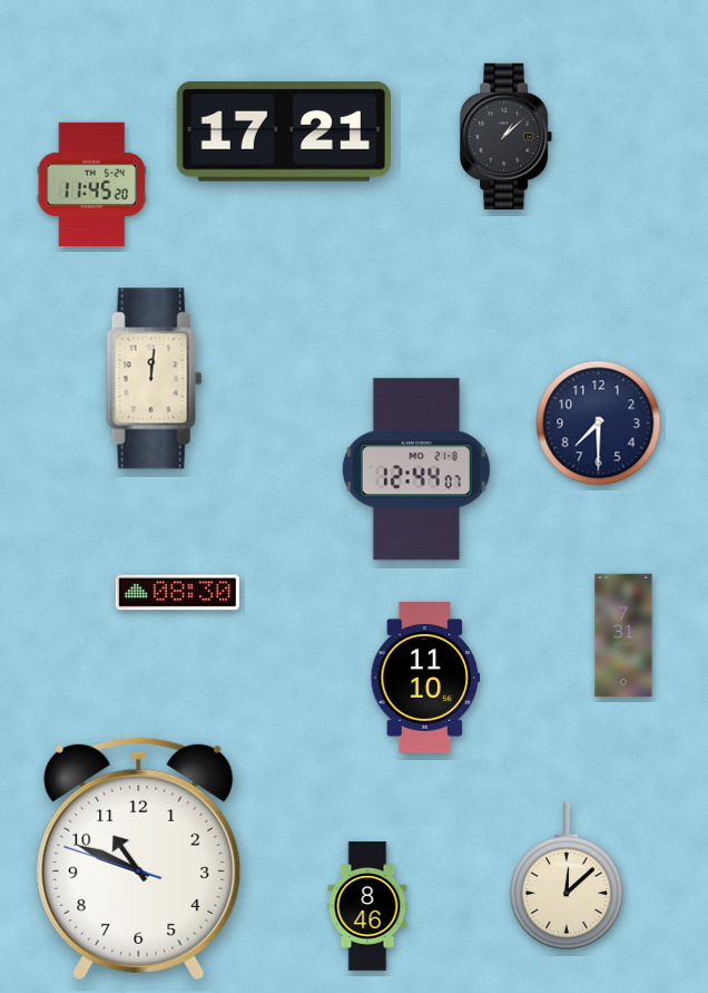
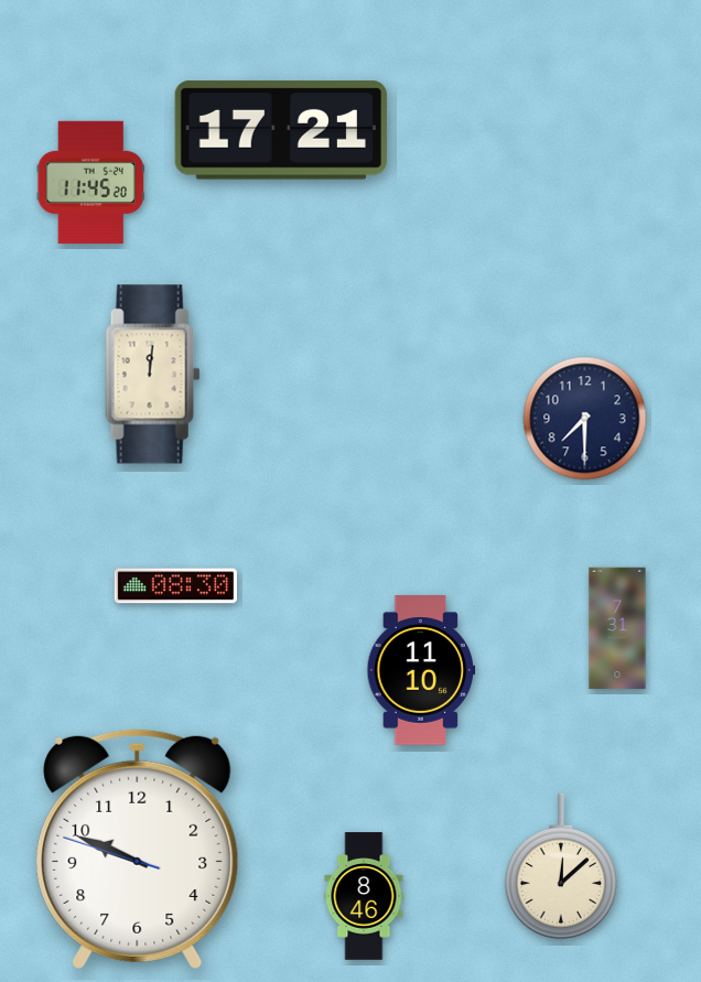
clock at (508, 136): 1:08 -> none
clock at (599, 424) position: (599, 424) -> (585, 419)
clock at (416, 469): 12:44 -> none
clock at (139, 858): 10:48 -> 9:48
